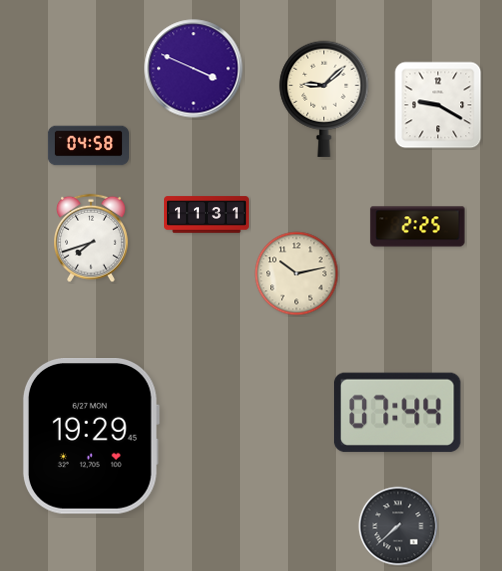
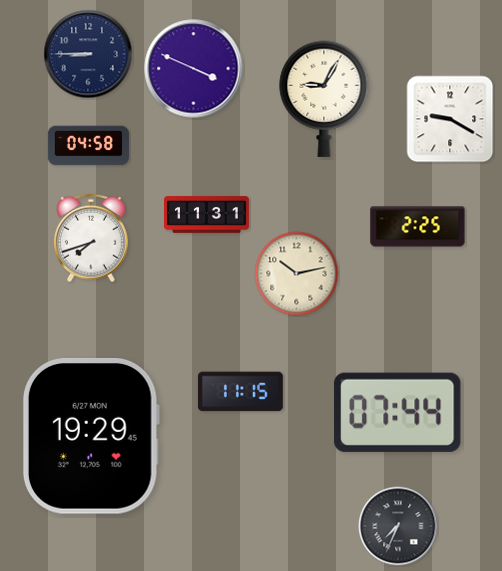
clock at (88, 54): none -> 8:45
clock at (324, 99): 9:08 -> 9:05
clock at (438, 105) position: (438, 105) -> (450, 119)
clock at (240, 392): none -> 11:15
clock at (398, 526): 7:38 -> 7:34
